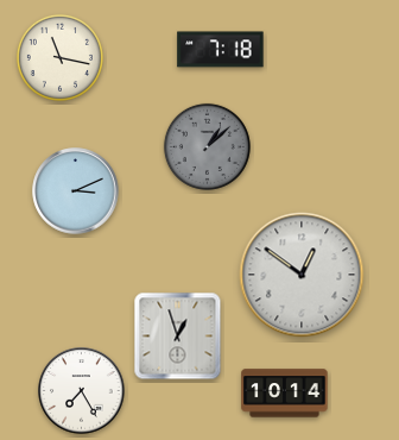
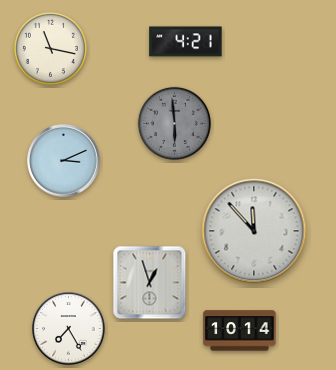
clock at (221, 50): 7:18 -> 4:21
clock at (207, 146): 1:08 -> 5:59
clock at (302, 275): 12:51 -> 11:53
